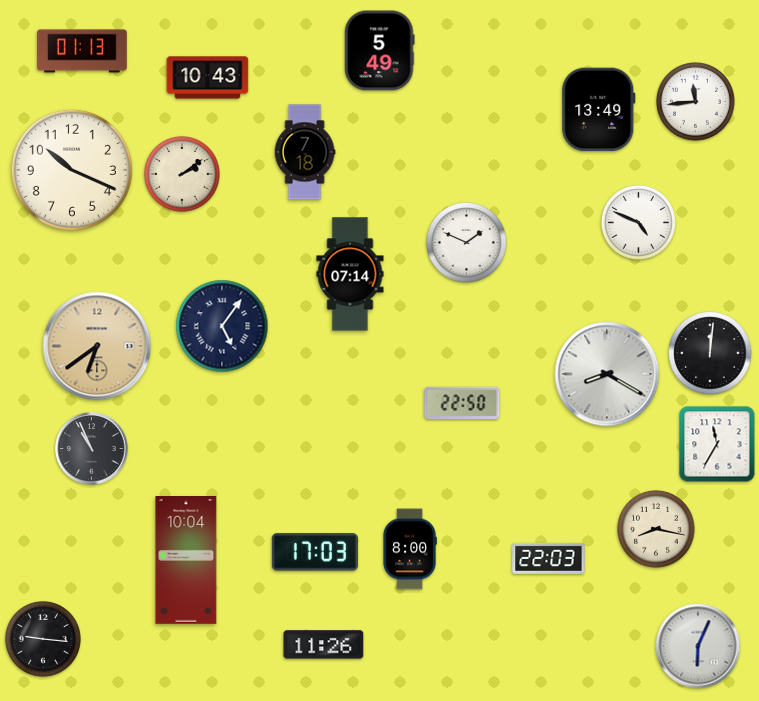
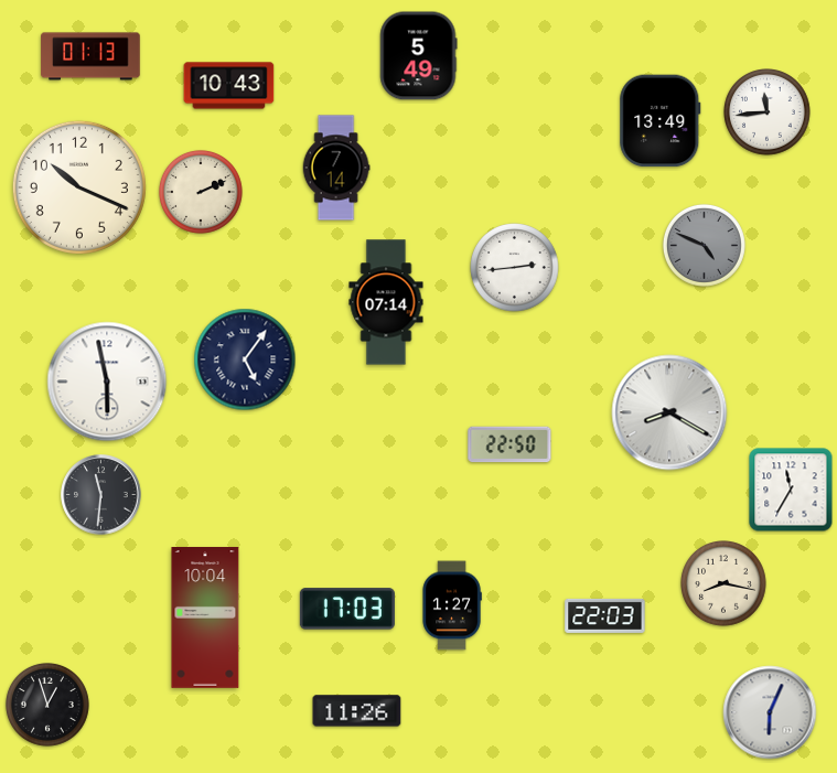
clock at (305, 152): 7:18 -> 7:14
clock at (182, 174): 2:09 -> 2:11
clock at (638, 222) dial: white -> grey
clock at (467, 243): 1:49 -> 2:44
clock at (97, 346): 6:39 -> 5:58
clock at (97, 346) dial: champagne -> white
clock at (710, 353): 12:01 -> none
clock at (92, 449): 10:56 -> 11:31
clock at (410, 549): 8:00 -> 1:27
clock at (43, 639): 9:16 -> 12:57
